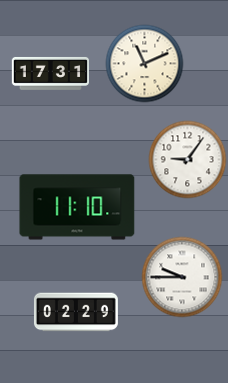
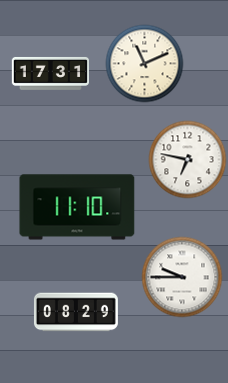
clock at (187, 159): 9:06 -> 6:47
clock at (76, 312): 02:29 -> 08:29
